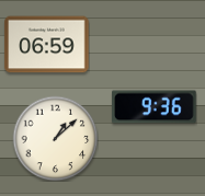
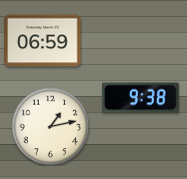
clock at (155, 107): 9:36 -> 9:38
clock at (55, 138): 1:08 -> 1:13
